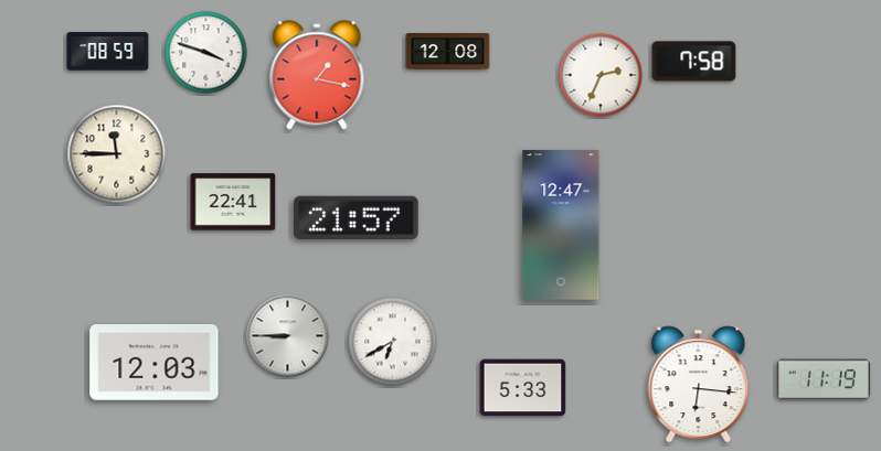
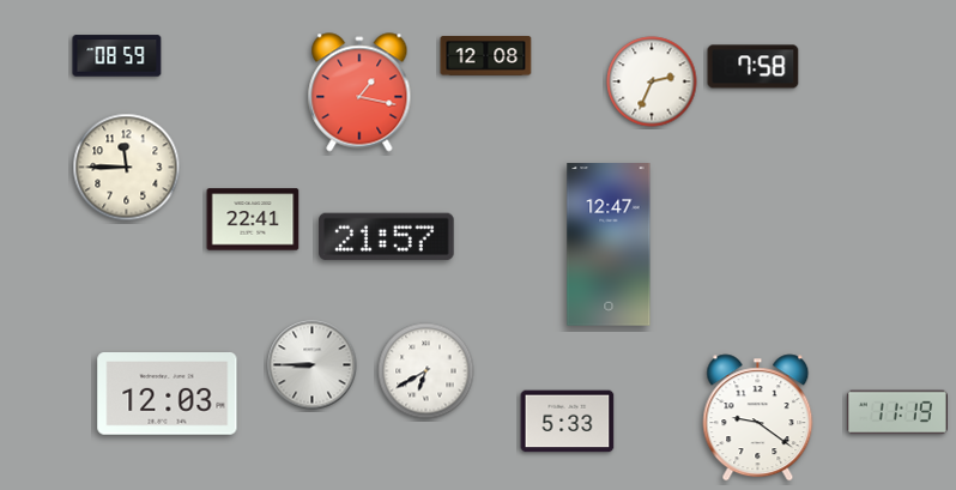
clock at (206, 53): 3:48 -> none
clock at (317, 75) position: (317, 75) -> (359, 92)
clock at (824, 379) position: (824, 379) -> (897, 412)
clock at (699, 385): 6:16 -> 9:21
